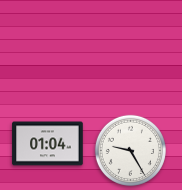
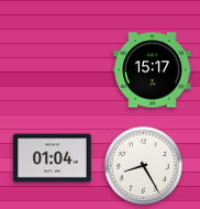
clock at (153, 70): none -> 15:17
clock at (130, 150): 9:25 -> 8:25
